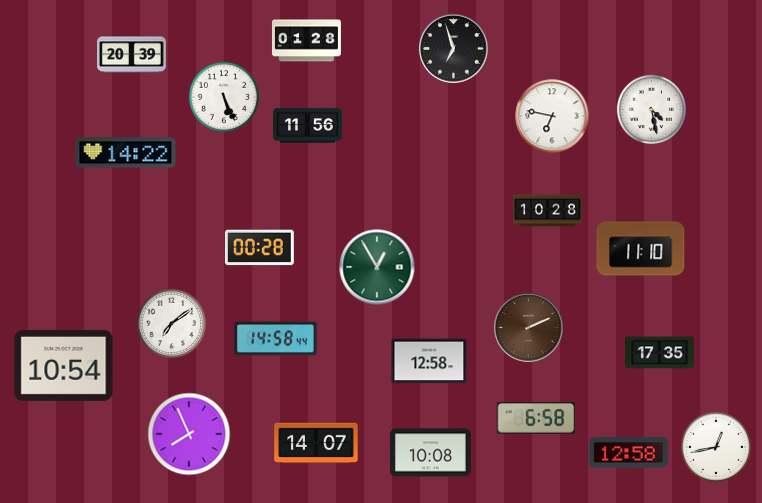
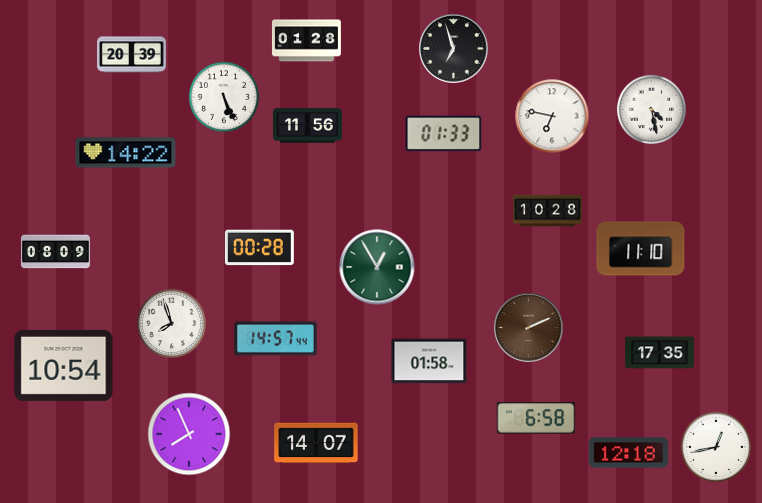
clock at (444, 134): none -> 01:33
clock at (55, 252): none -> 08:09
clock at (172, 324): 7:09 -> 7:57
clock at (276, 339): 14:58 -> 14:57
clock at (429, 361): 12:58 -> 01:58
clock at (430, 453): 10:08 -> none
clock at (629, 453): 12:58 -> 12:18
